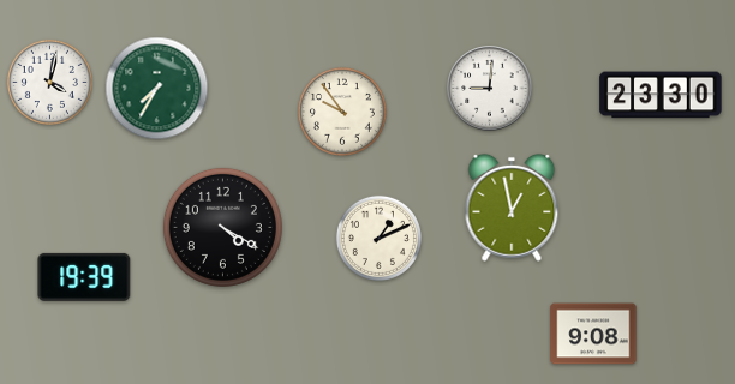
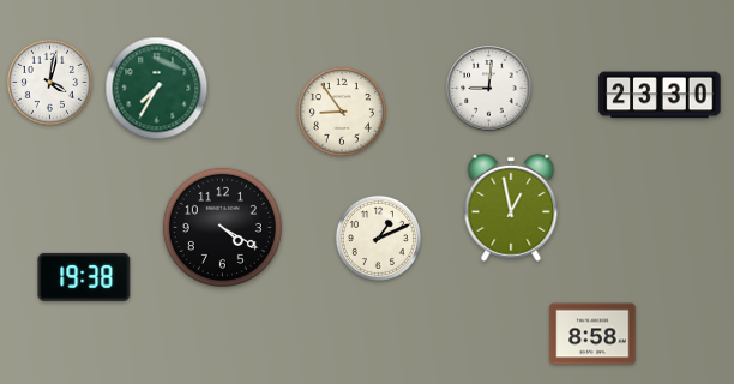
clock at (343, 113): 9:54 -> 8:54
clock at (84, 277): 19:39 -> 19:38
clock at (593, 334): 9:08 -> 8:58
